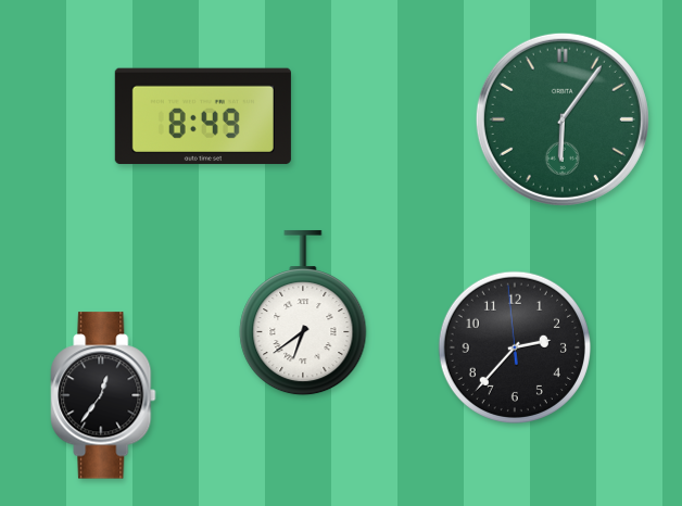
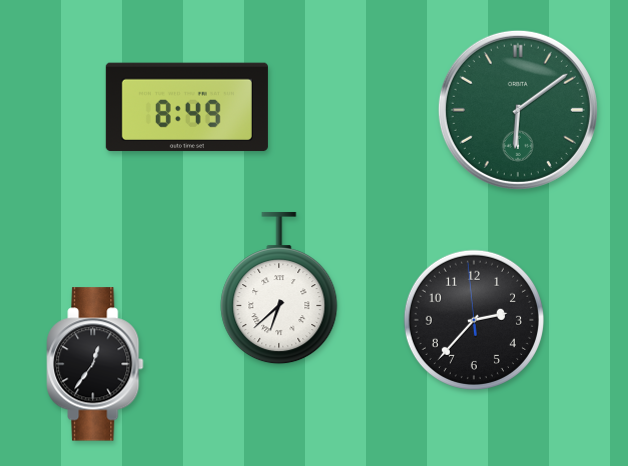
clock at (563, 119): 6:06 -> 6:09
clock at (303, 313): 6:39 -> 6:38
